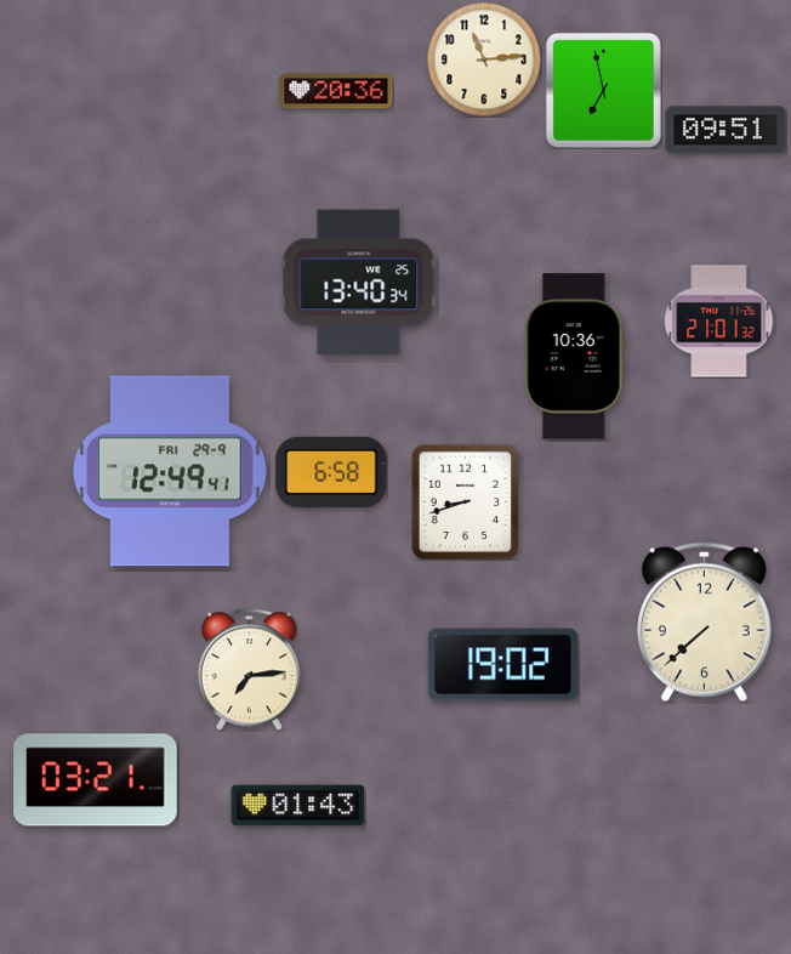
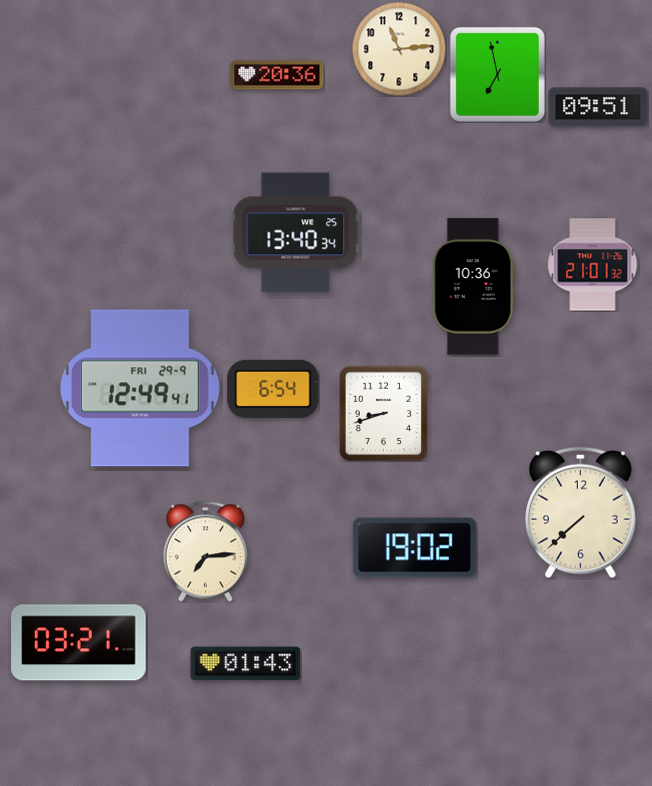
clock at (574, 357) position: (574, 357) -> (473, 287)
clock at (331, 472): 6:58 -> 6:54
